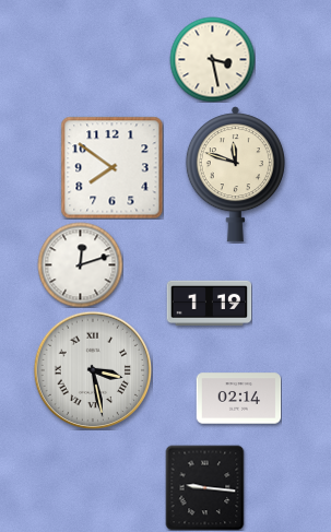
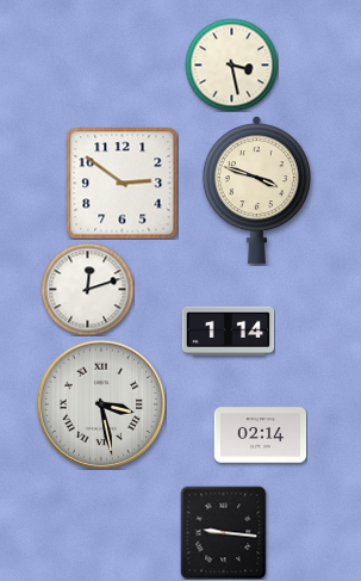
clock at (111, 167): 7:51 -> 2:51
clock at (235, 175): 11:48 -> 3:48
clock at (209, 303): 1:19 -> 1:14
